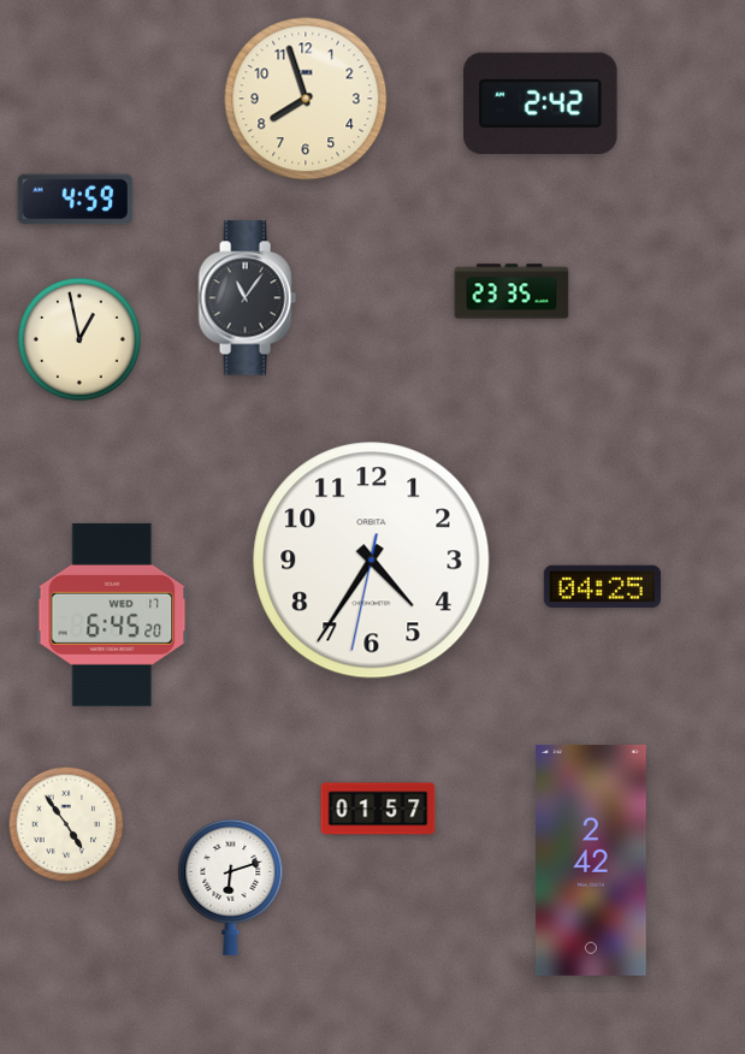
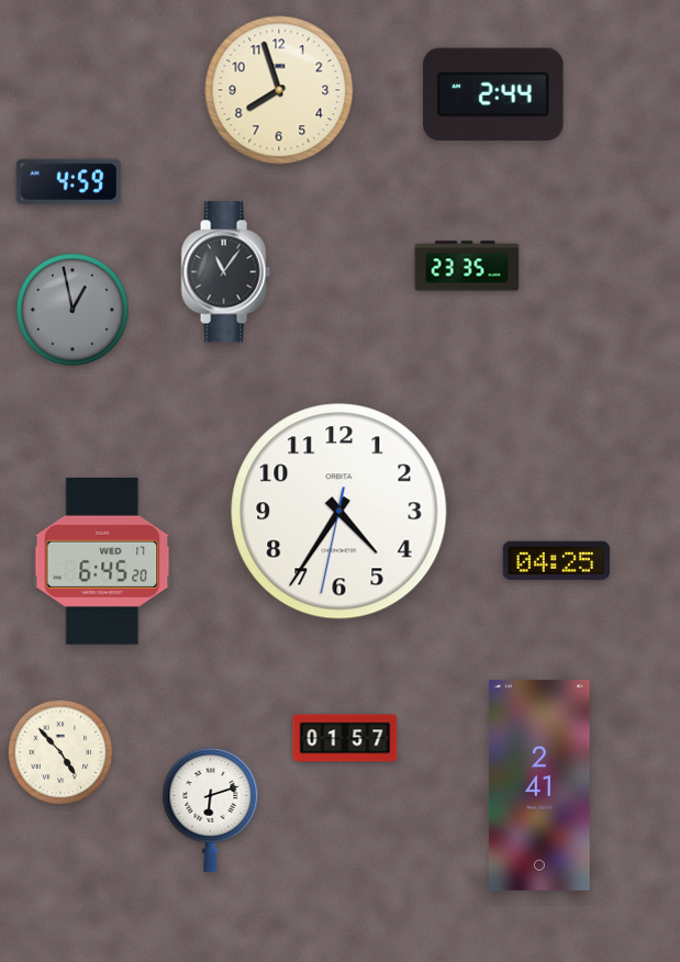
clock at (540, 102): 2:42 -> 2:44
clock at (79, 339) dial: cream -> grey
clock at (602, 586) position: (602, 586) -> (556, 560)
clock at (66, 824): 4:54 -> 4:53
clock at (591, 860): 2:42 -> 2:41
